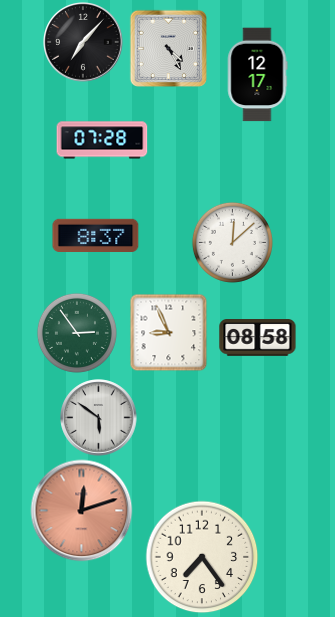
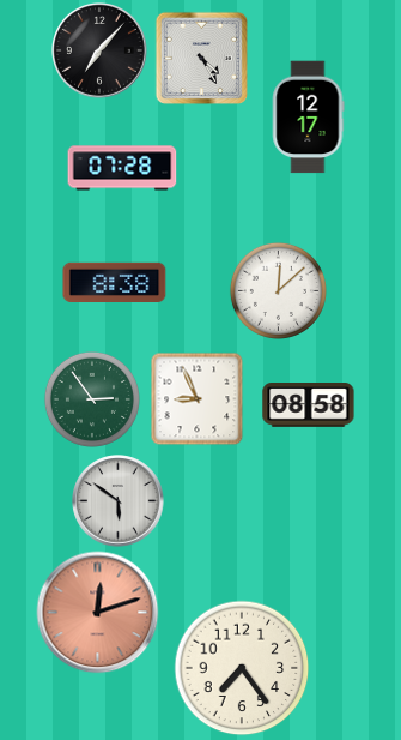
clock at (257, 75) position: (257, 75) -> (308, 118)
clock at (96, 235): 8:37 -> 8:38
clock at (168, 332) position: (168, 332) -> (196, 398)
